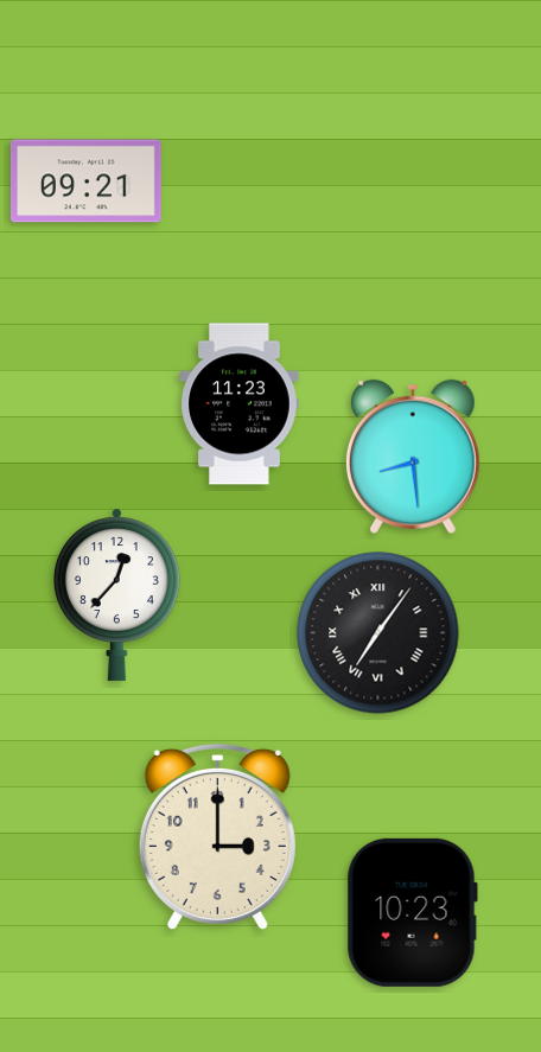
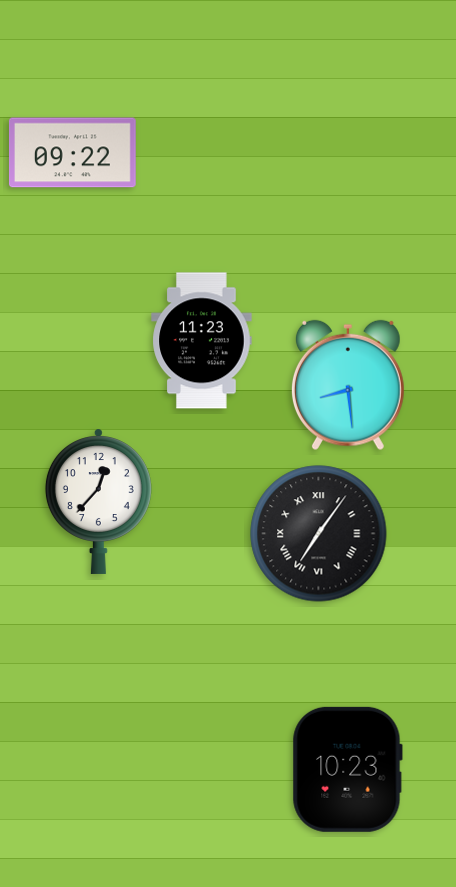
clock at (85, 181): 09:21 -> 09:22
clock at (217, 836): 3:00 -> none
